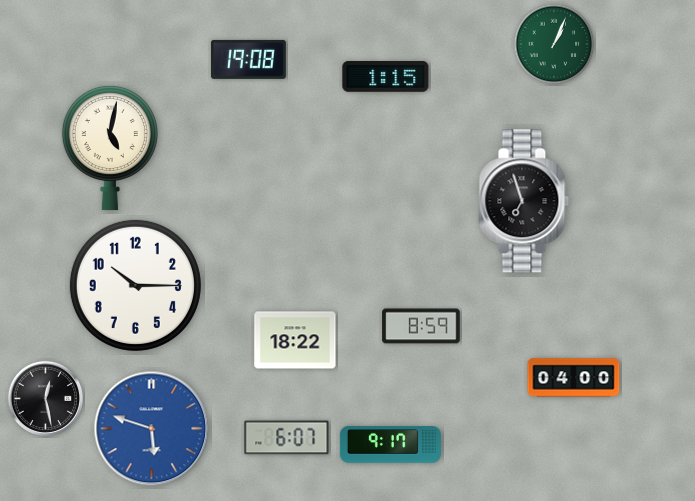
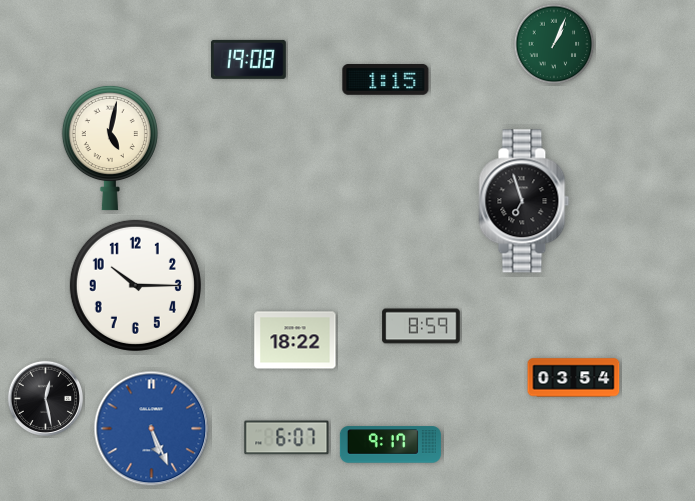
clock at (386, 77) position: (386, 77) -> (386, 80)
clock at (574, 378): 04:00 -> 03:54
clock at (152, 429): 5:48 -> 5:26
